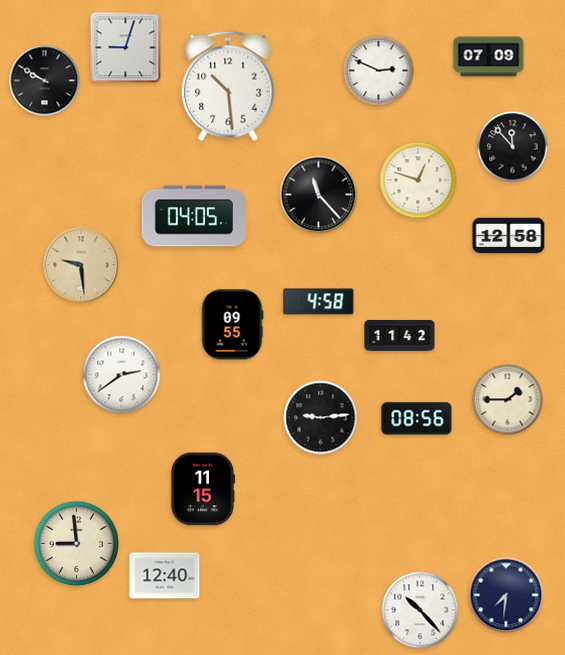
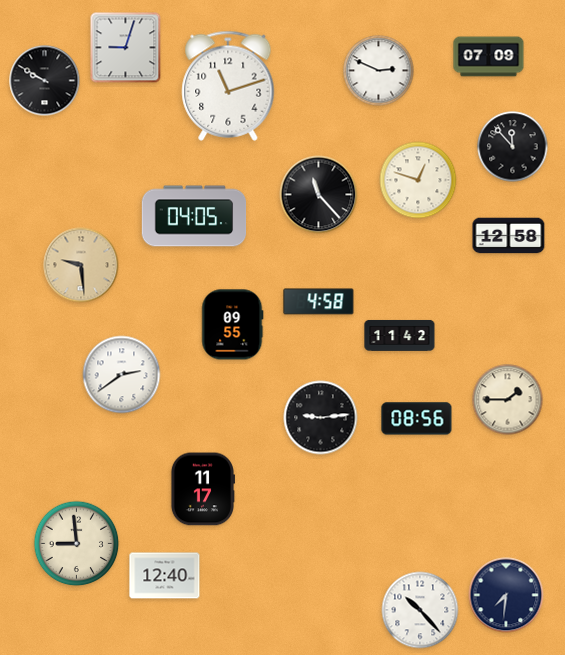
clock at (228, 86): 10:29 -> 11:12
clock at (202, 489): 11:15 -> 11:17
